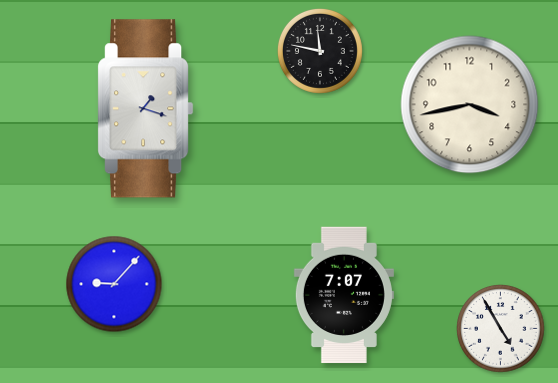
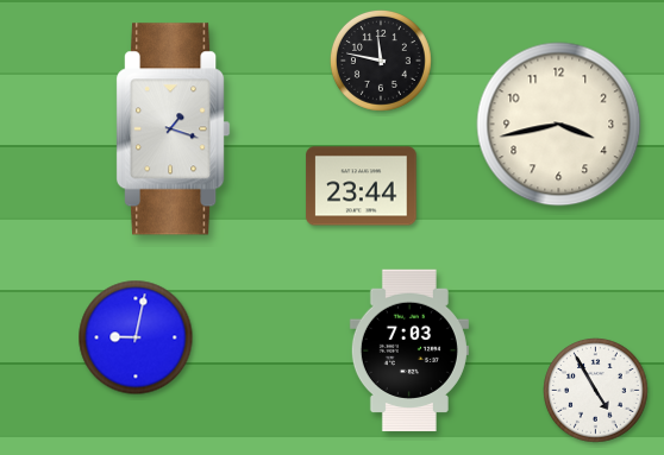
clock at (362, 187): none -> 23:44
clock at (114, 284): 9:07 -> 9:02
clock at (344, 295): 7:07 -> 7:03
